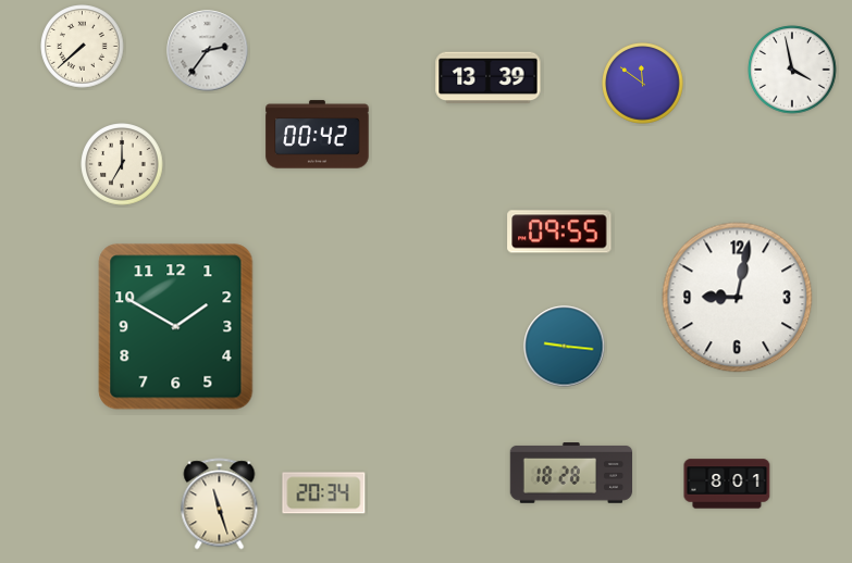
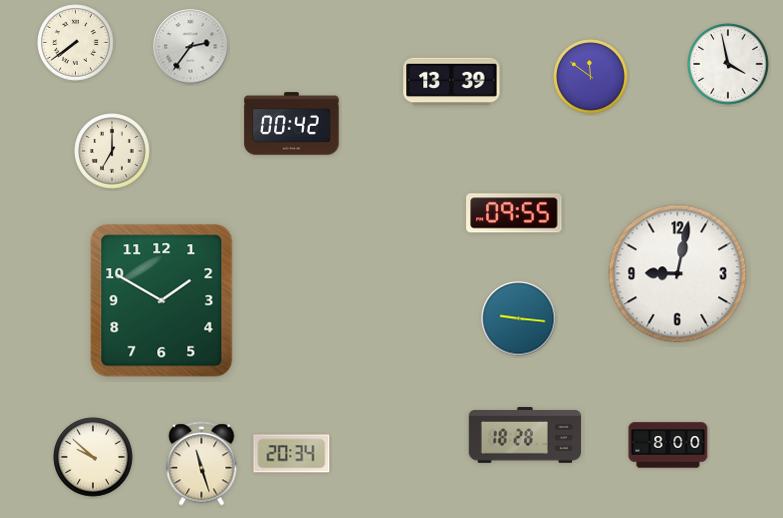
clock at (83, 47): 7:38 -> 7:39
clock at (489, 78) position: (489, 78) -> (452, 82)
clock at (727, 484): 8:01 -> 8:00
clock at (324, 493) position: (324, 493) -> (292, 454)
clock at (93, 457): none -> 9:52
